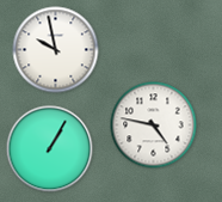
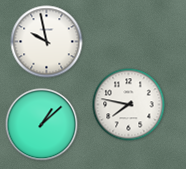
clock at (154, 126): 4:47 -> 7:47
clock at (50, 149): 1:05 -> 1:08
